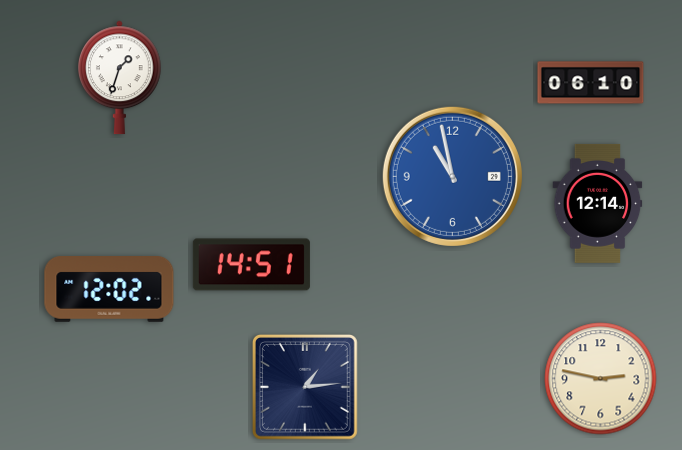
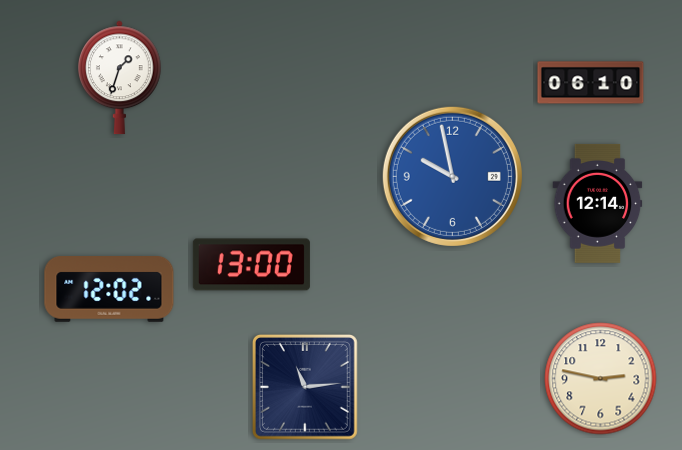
clock at (452, 176): 10:58 -> 9:58
clock at (251, 265): 14:51 -> 13:00
clock at (305, 387): 1:14 -> 11:14
